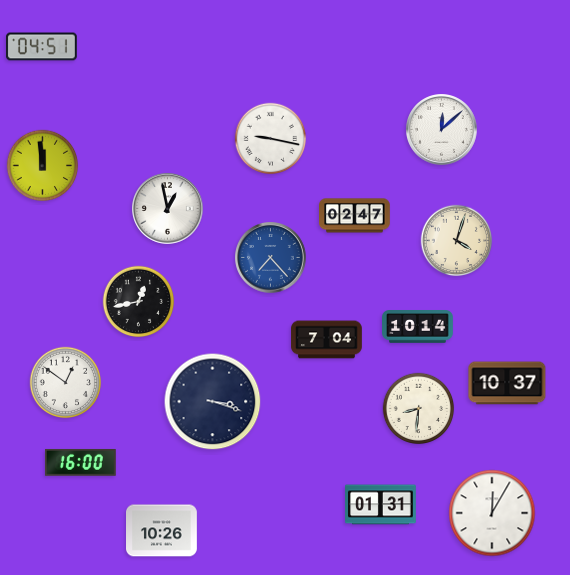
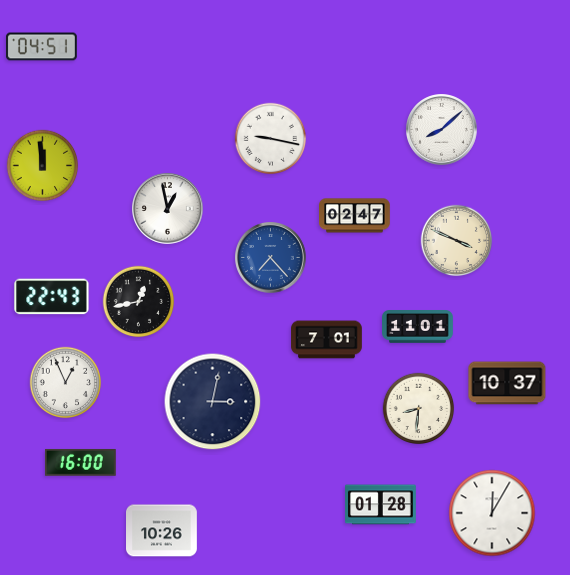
clock at (442, 130): 12:08 -> 8:08
clock at (457, 241): 4:03 -> 3:49
clock at (52, 297): none -> 22:43
clock at (418, 327): 10:14 -> 11:01
clock at (327, 340): 7:04 -> 7:01
clock at (66, 383): 12:51 -> 12:56
clock at (213, 402): 3:18 -> 3:02
clock at (381, 505): 01:31 -> 01:28
